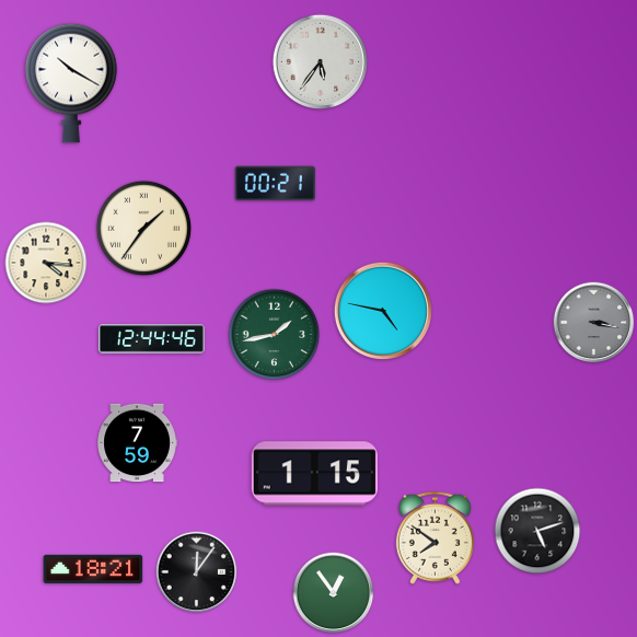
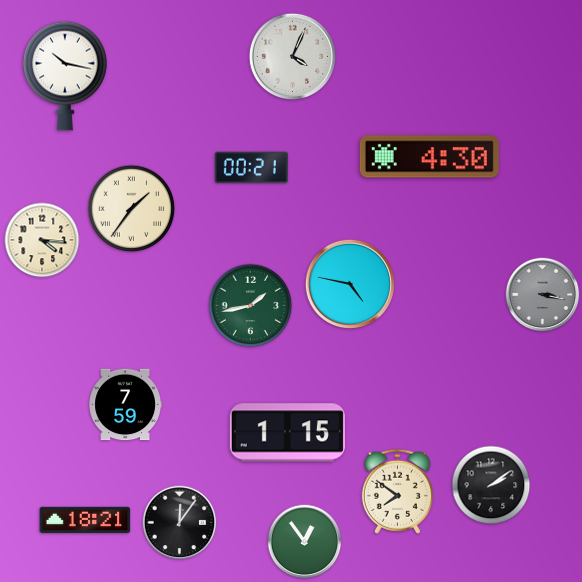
clock at (320, 61): 5:36 -> 4:04
clock at (71, 83): 10:20 -> 10:17
clock at (429, 157): none -> 4:30
clock at (152, 339): 12:44 -> none
clock at (537, 531): 5:12 -> 2:09
